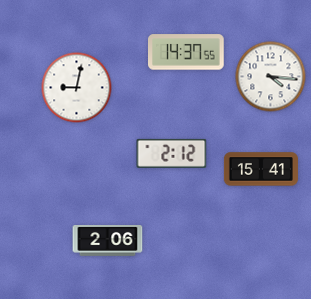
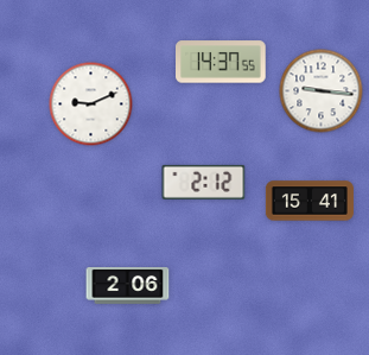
clock at (271, 77): 4:16 -> 9:16
clock at (77, 88): 9:02 -> 9:11
